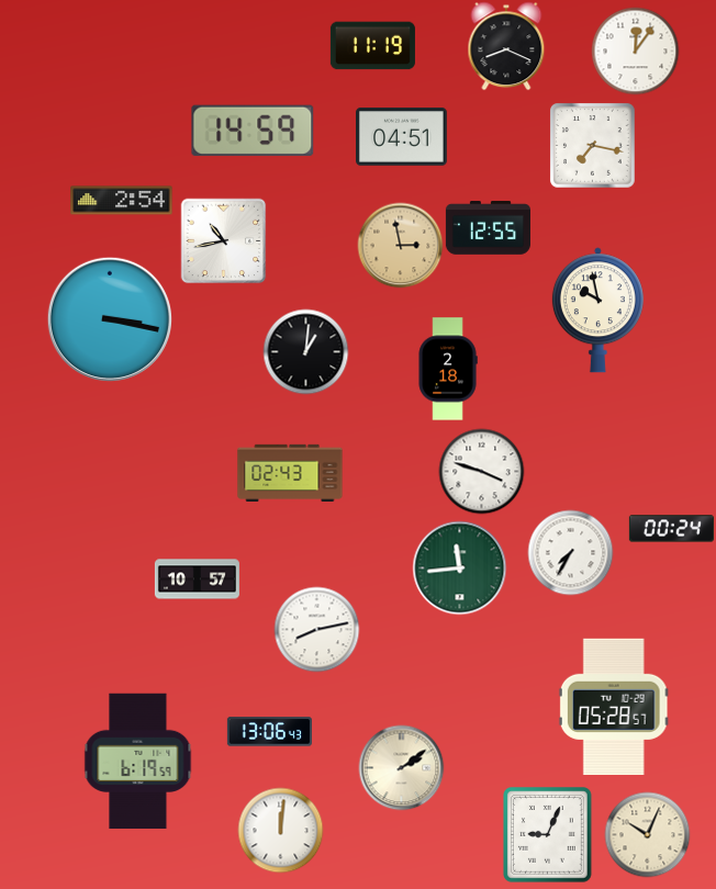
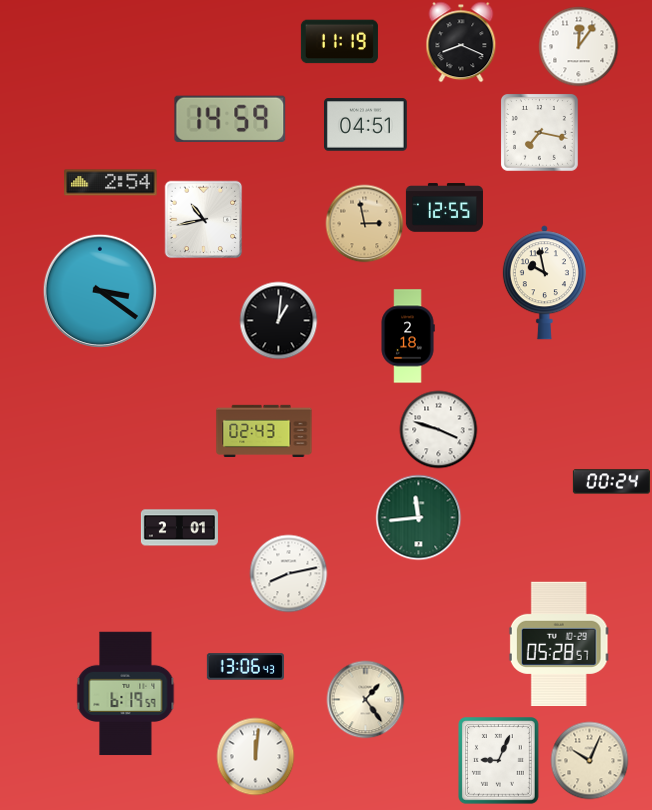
clock at (109, 318): 3:17 -> 3:21
clock at (570, 552): 7:35 -> none
clock at (197, 579): 10:57 -> 2:01
clock at (401, 767): 2:09 -> 1:24
